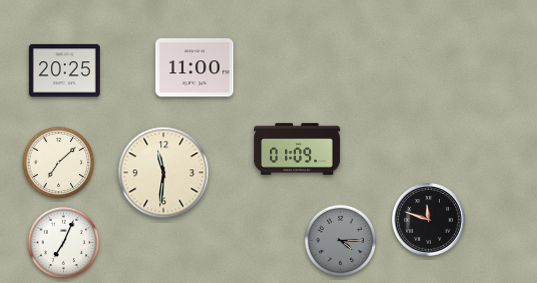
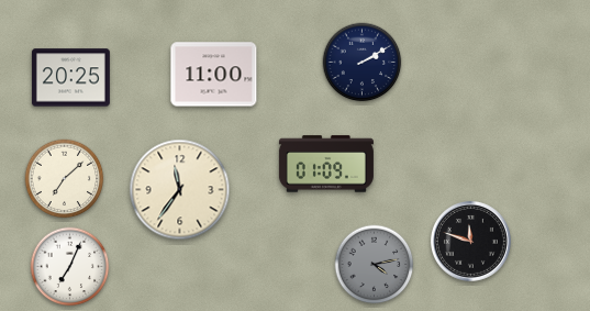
clock at (363, 63): none -> 2:10
clock at (164, 173): 11:31 -> 11:36
clock at (341, 241): 4:15 -> 4:13
